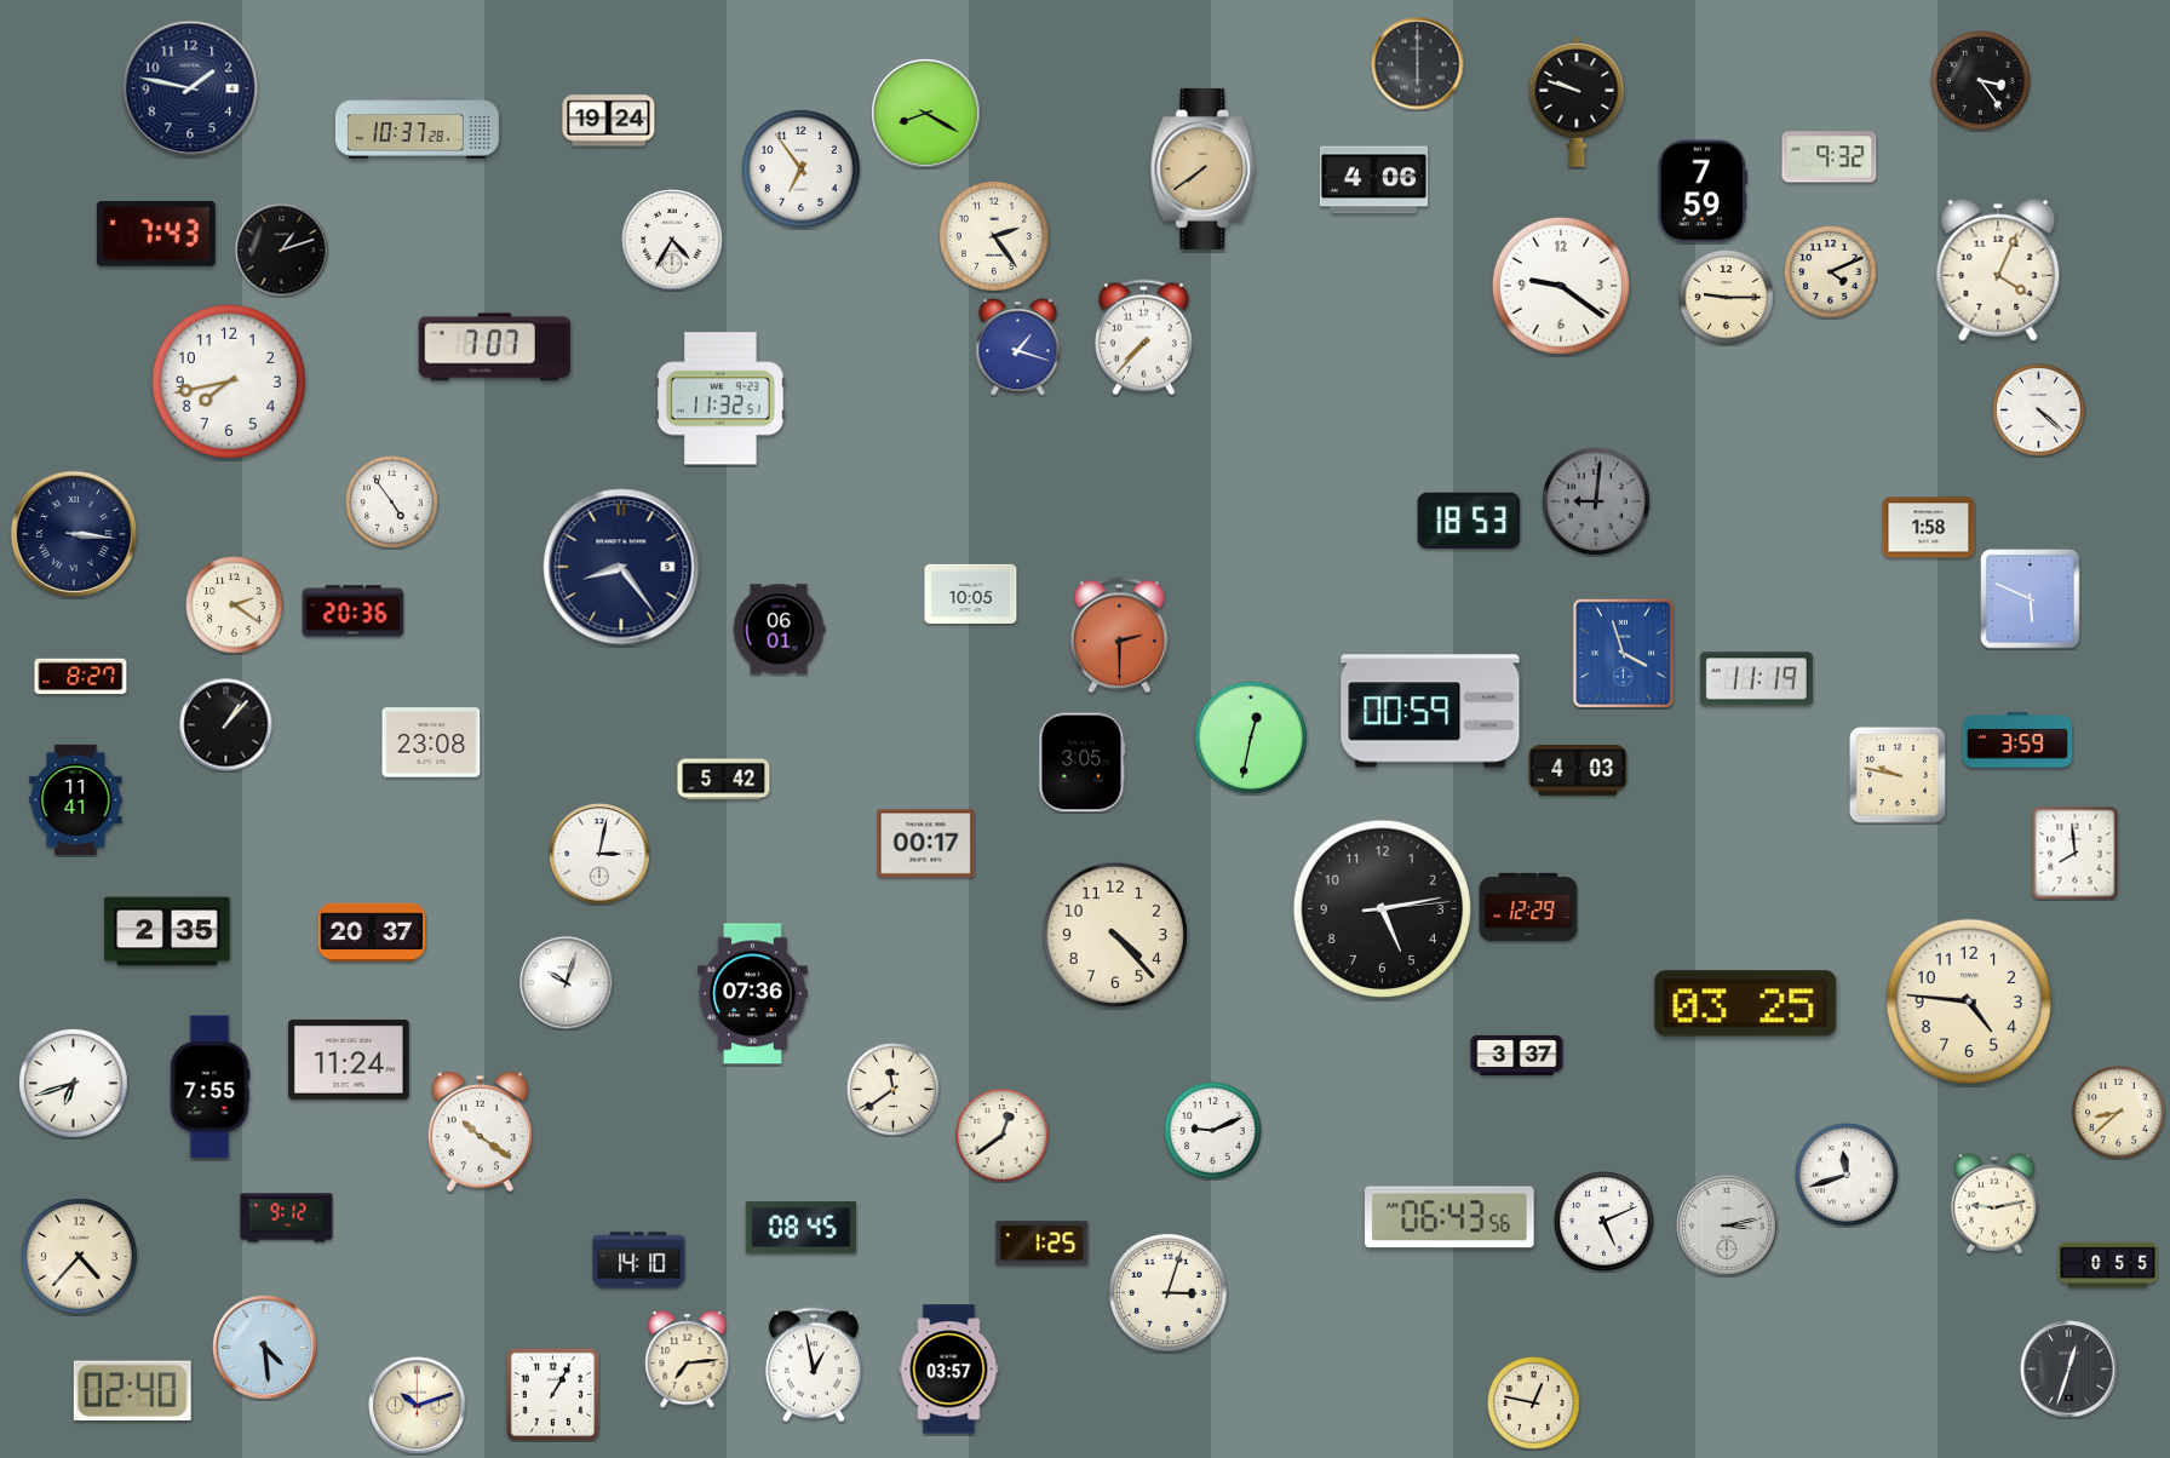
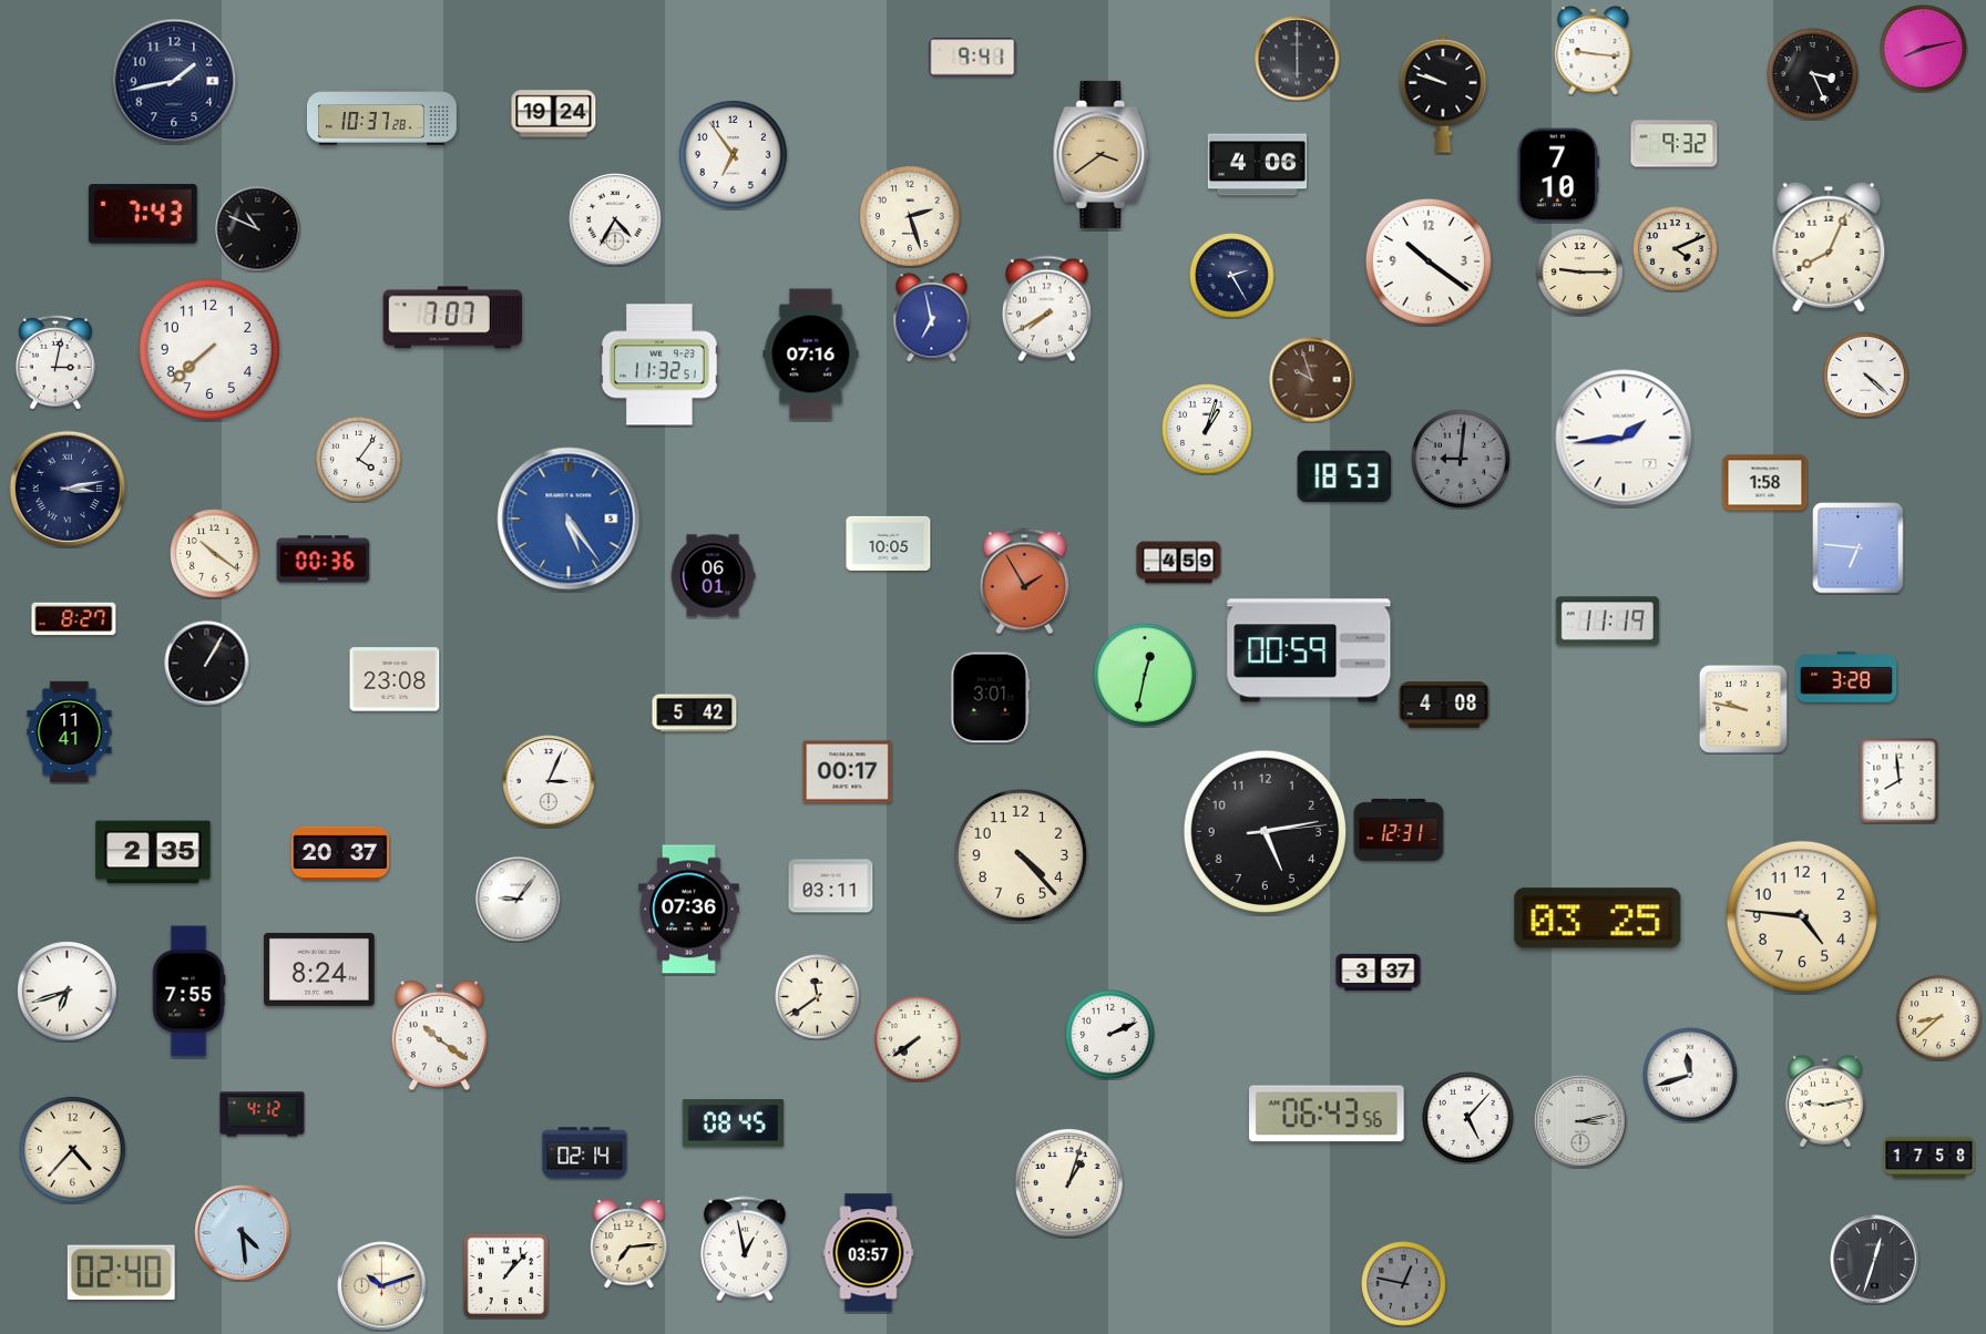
clock at (1924, 49): none -> 8:13
clock at (1594, 51): none -> 9:16
clock at (973, 58): none -> 9:41
clock at (1981, 81): 3:24 -> 3:26
clock at (190, 88): 1:47 -> 1:43
clock at (926, 114): 8:20 -> none
clock at (609, 121) position: (609, 121) -> (554, 114)
clock at (1204, 168): 7:39 -> 3:39
clock at (1703, 191): 7:59 -> 7:10
clock at (995, 237): 2:24 -> 2:27
clock at (282, 251): 1:12 -> 10:49
clock at (1998, 270): 4:04 -> 8:04
clock at (1561, 286): 9:21 -> 10:21
clock at (1232, 276): none -> 2:25
clock at (1143, 338): 7:37 -> 7:40
clock at (1018, 348): 1:18 -> 6:58
clock at (229, 381): 7:43 -> 7:38
clock at (811, 355): none -> 07:16
clock at (57, 362): none -> 3:02
clock at (1312, 380): none -> 9:57
clock at (1207, 429): none -> 1:03
clock at (1624, 438): none -> 1:44
clock at (392, 503): 4:54 -> 4:06
clock at (74, 534): 3:16 -> 3:13
clock at (621, 567): 8:24 -> 5:24
clock at (621, 567) dial: navy -> blue
clock at (2031, 599): 5:49 -> 6:46
clock at (235, 605): 2:21 -> 10:21
clock at (354, 612): 20:36 -> 00:36
clock at (1179, 563): none -> 4:59
clock at (1119, 636): 2:30 -> 1:55
clock at (1623, 653): 3:57 -> none
clock at (226, 725): 1:07 -> 1:05
clock at (2017, 740): 3:59 -> 3:28
clock at (1083, 763): 3:05 -> 3:01
clock at (1578, 770): 4:03 -> 4:08
clock at (1898, 775) position: (1898, 775) -> (1743, 709)
clock at (724, 780) position: (724, 780) -> (695, 714)
clock at (599, 854): 3:02 -> 3:04
clock at (1528, 907): 12:29 -> 12:31
clock at (831, 886): none -> 03:11
clock at (567, 983): 10:03 -> 9:06
clock at (1517, 1055) position: (1517, 1055) -> (1379, 972)
clock at (349, 1060): 11:24 -> 8:24
clock at (209, 1087) position: (209, 1087) -> (188, 992)
clock at (1213, 1131): 9:11 -> 2:11
clock at (1003, 1136): 12:39 -> 7:39
clock at (287, 1218): 9:12 -> 4:12
clock at (1604, 1222): 5:11 -> 5:07
clock at (1043, 1244): 1:25 -> none
clock at (639, 1261): 14:10 -> 02:14
clock at (2108, 1265): 0:55 -> 17:58
clock at (1167, 1292): 3:03 -> 1:03
clock at (2069, 1370) position: (2069, 1370) -> (1875, 1260)
clock at (552, 1394): 1:05 -> 1:07
clock at (1534, 1404) dial: cream -> grey
